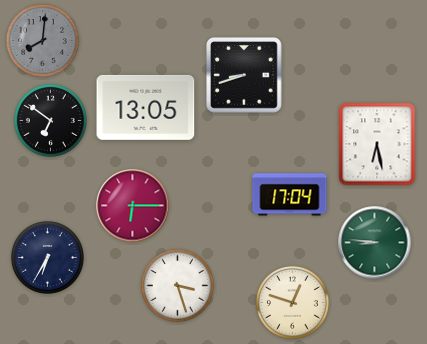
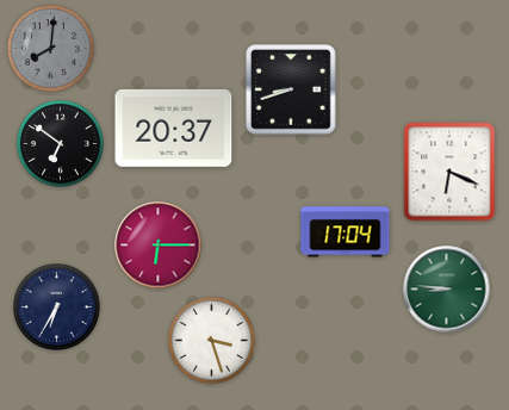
clock at (146, 107): 13:05 -> 20:37
clock at (377, 144): 6:28 -> 6:19
clock at (293, 303): 12:48 -> none
